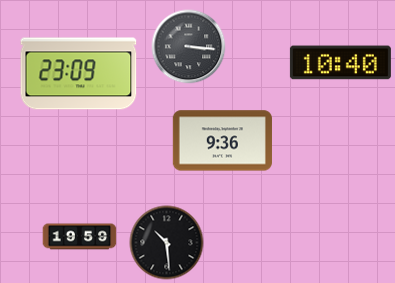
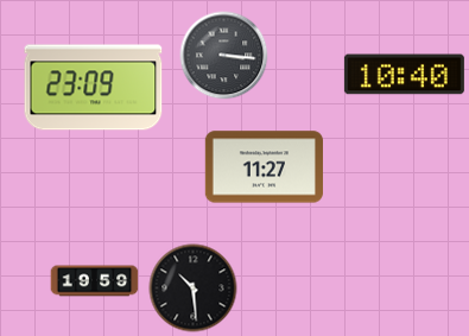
clock at (222, 141): 9:36 -> 11:27
clock at (167, 243) position: (167, 243) -> (194, 289)
